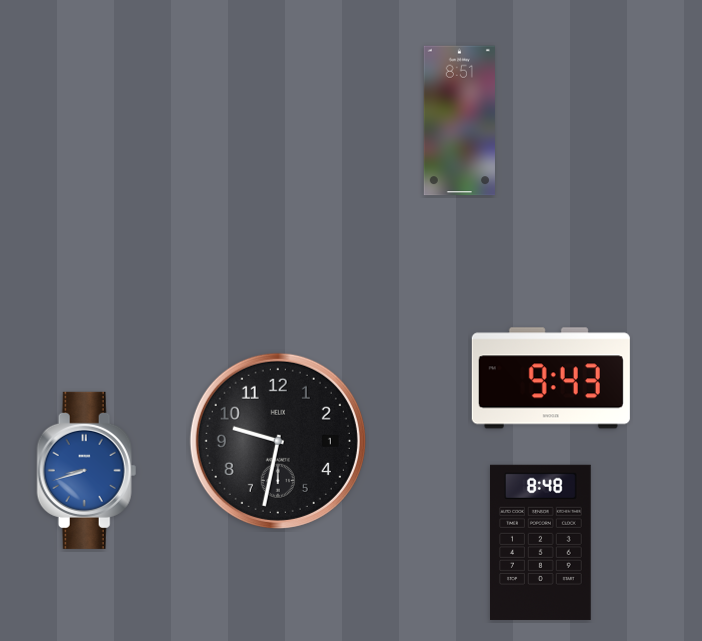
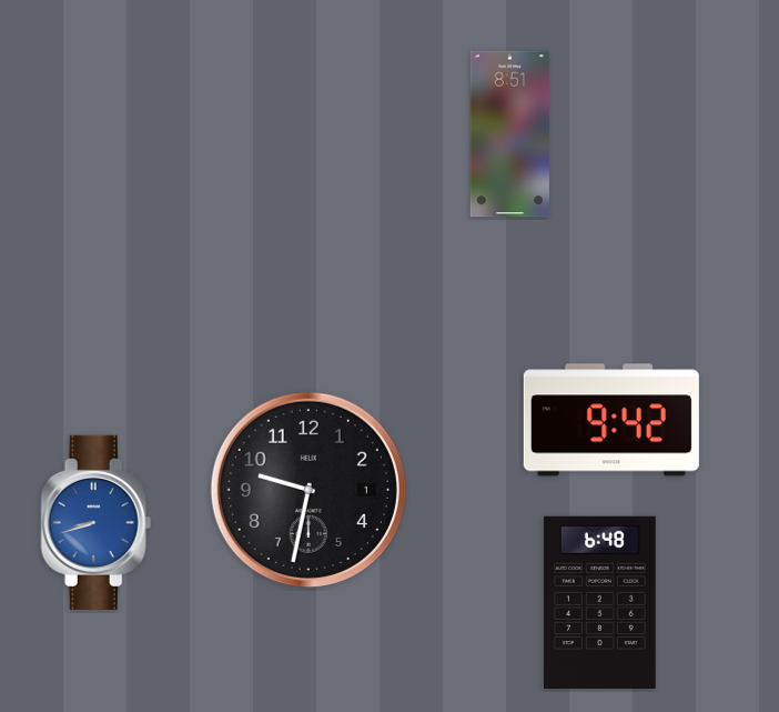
clock at (551, 378): 9:43 -> 9:42
clock at (541, 542): 8:48 -> 6:48
